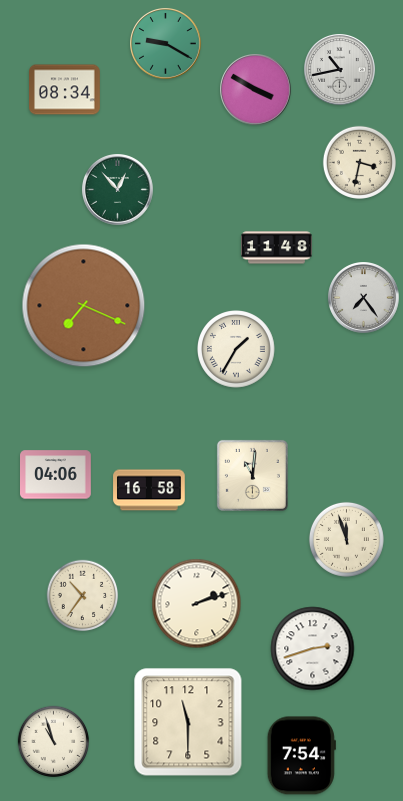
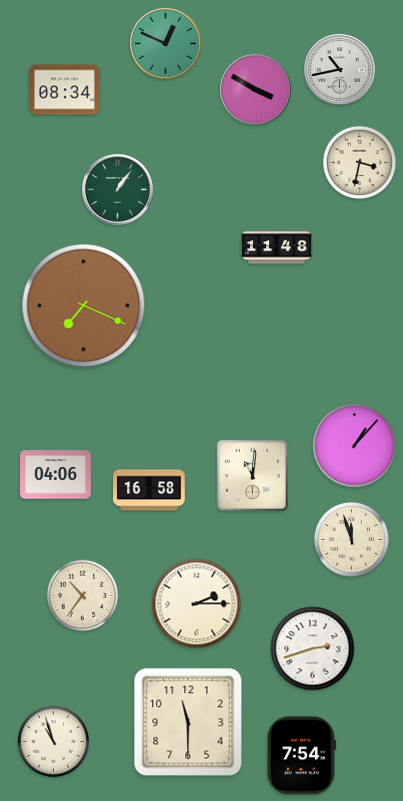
clock at (166, 44): 9:20 -> 12:49
clock at (118, 190): 12:53 -> 1:06
clock at (364, 298): 7:24 -> none
clock at (237, 350): 1:35 -> none
clock at (355, 446): none -> 1:07
clock at (346, 539) position: (346, 539) -> (351, 539)
clock at (197, 604): 2:12 -> 2:15
